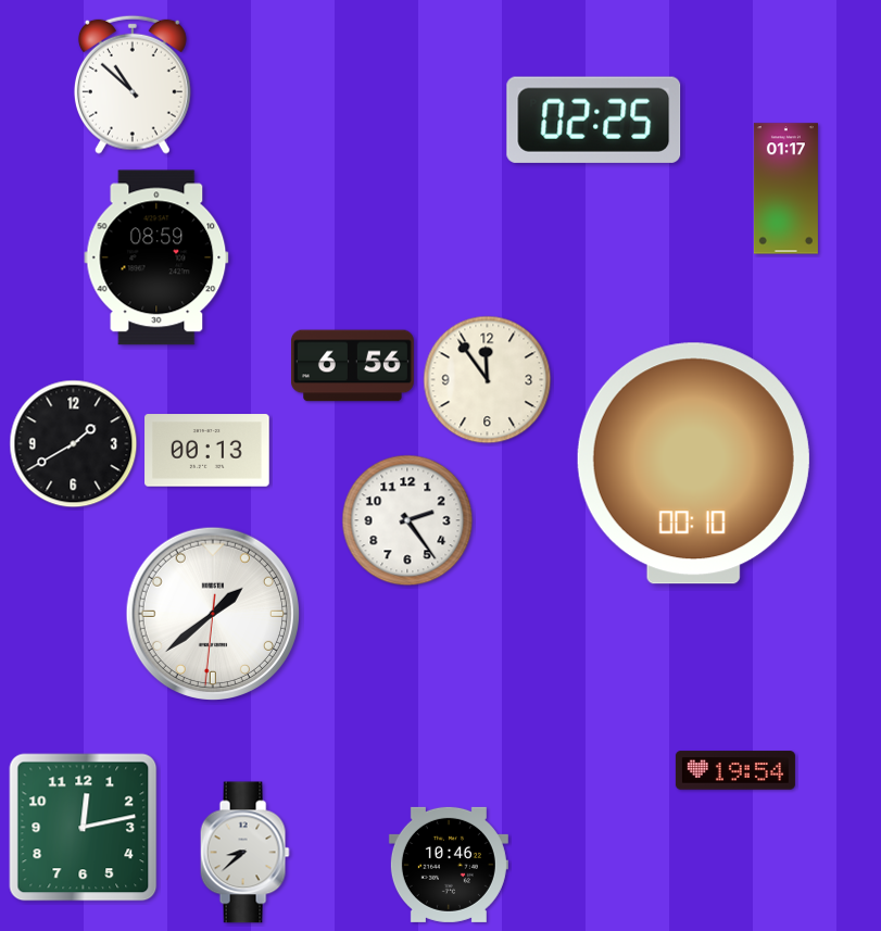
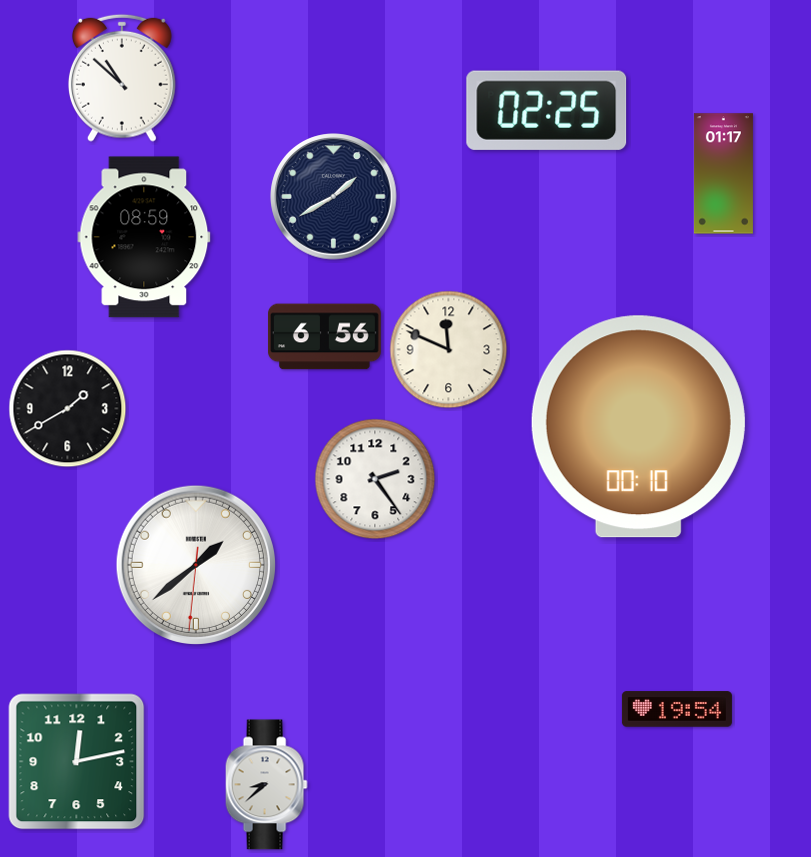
clock at (334, 197): none -> 1:40
clock at (488, 380): 11:54 -> 11:49
clock at (207, 451): 00:13 -> none
clock at (244, 853) position: (244, 853) -> (266, 785)
clock at (449, 865): 10:46 -> none
